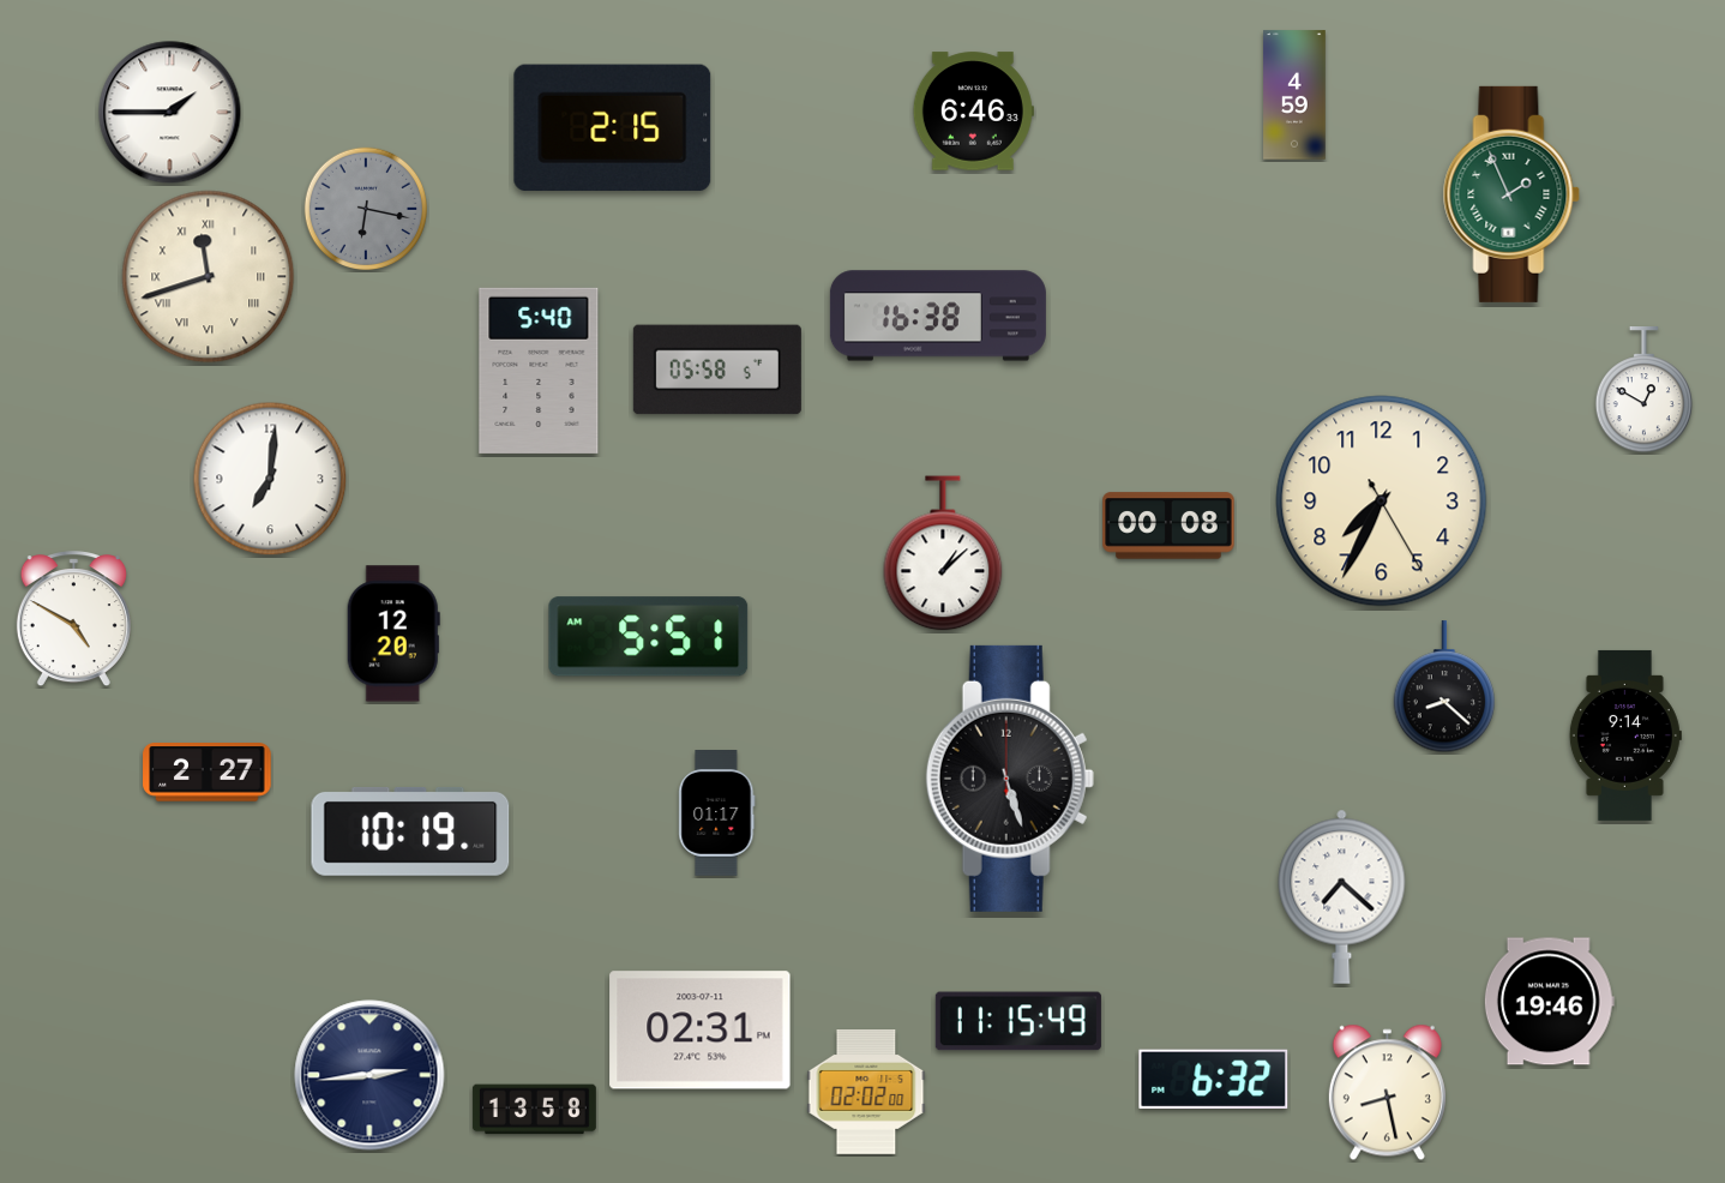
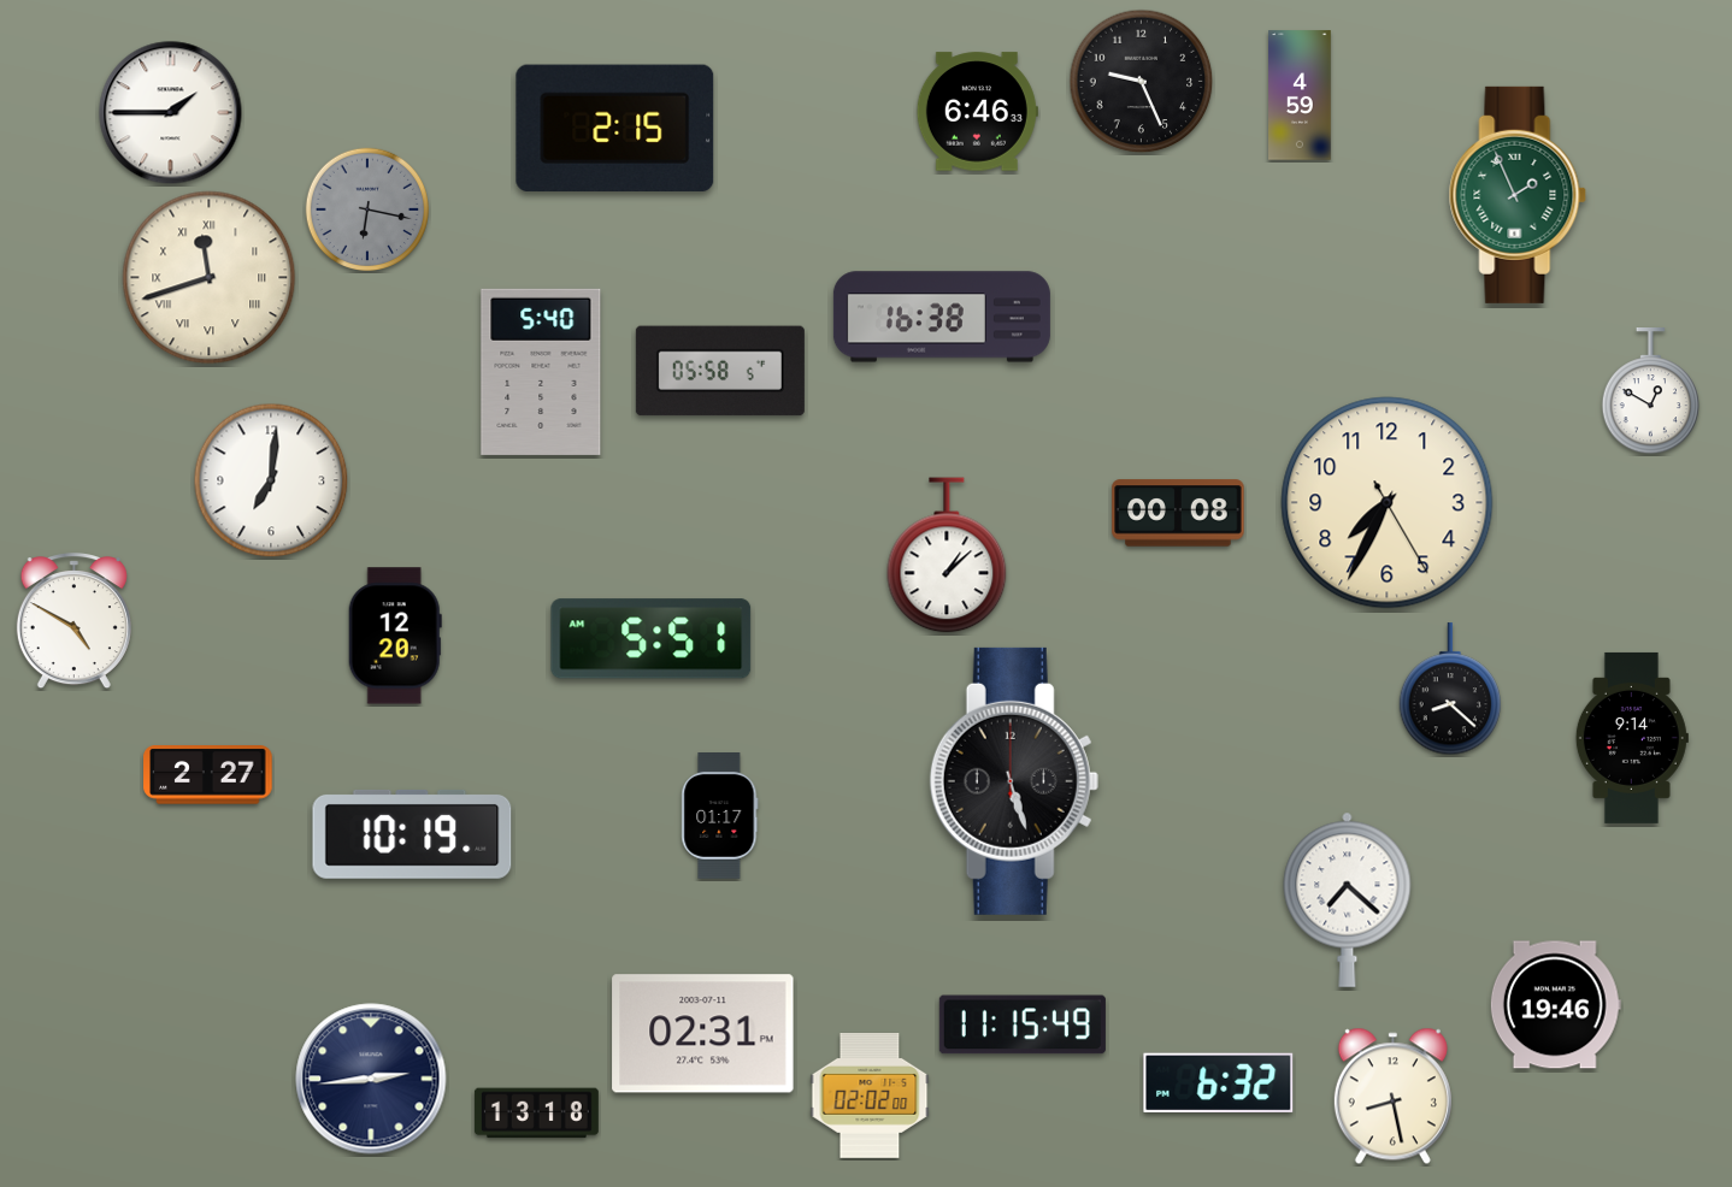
clock at (1142, 82): none -> 9:26
clock at (1168, 526) position: (1168, 526) -> (1178, 513)
clock at (534, 1110): 13:58 -> 13:18
